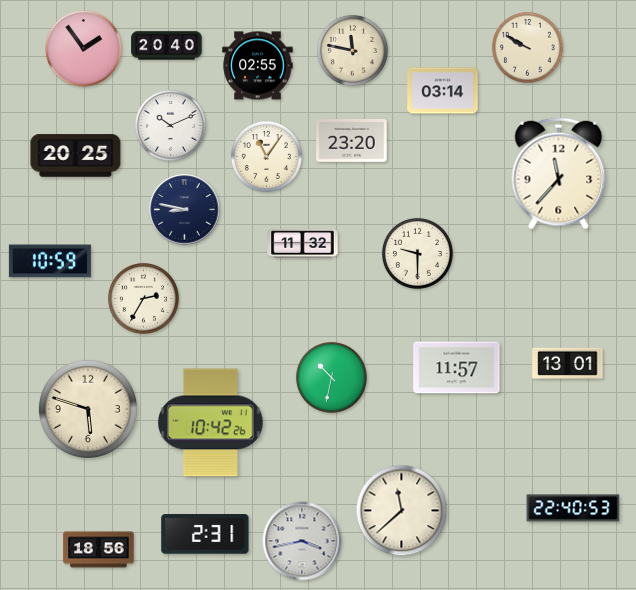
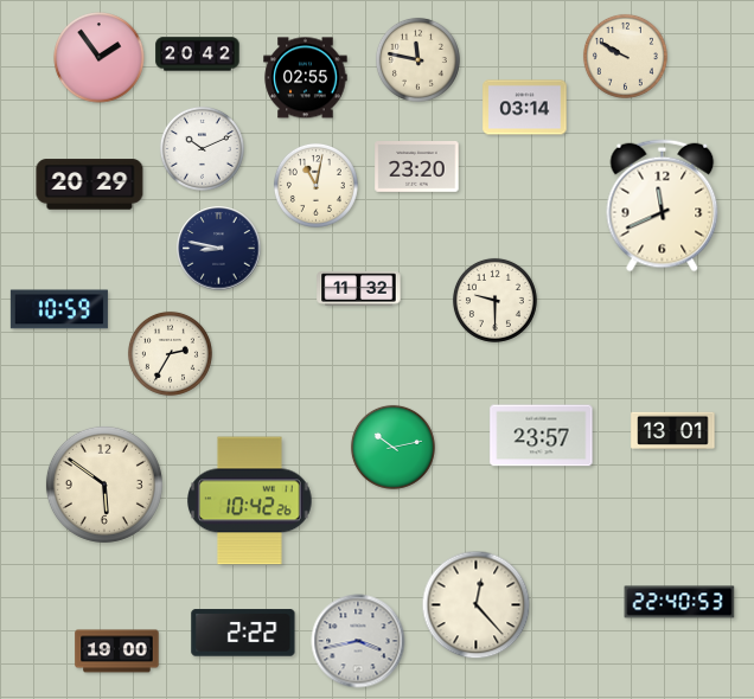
clock at (167, 46): 20:40 -> 20:42
clock at (76, 156): 20:25 -> 20:29
clock at (266, 156): 11:06 -> 11:02
clock at (559, 174): 11:37 -> 11:41
clock at (457, 368): 11:57 -> 23:57
clock at (331, 377): 10:32 -> 10:13
clock at (88, 409): 5:48 -> 5:51
clock at (402, 511): 11:38 -> 12:23
clock at (205, 534): 2:31 -> 2:22
clock at (99, 550): 18:56 -> 19:00
